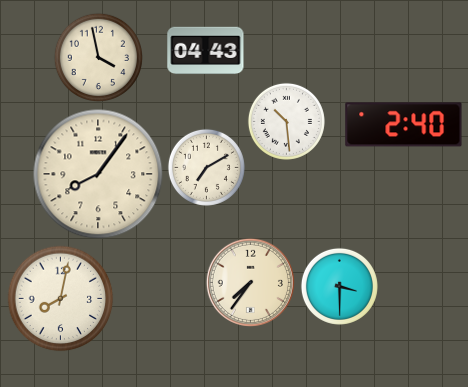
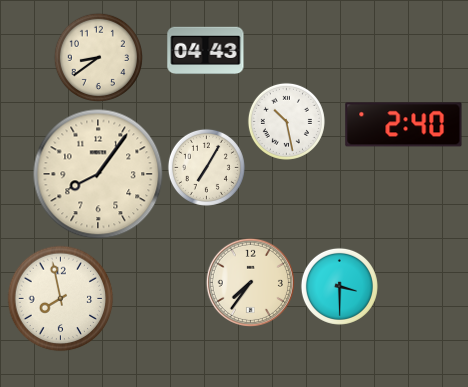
clock at (98, 57): 3:58 -> 8:39
clock at (286, 121): 10:29 -> 10:28
clock at (206, 167): 7:10 -> 7:05
clock at (61, 299): 8:02 -> 7:58
